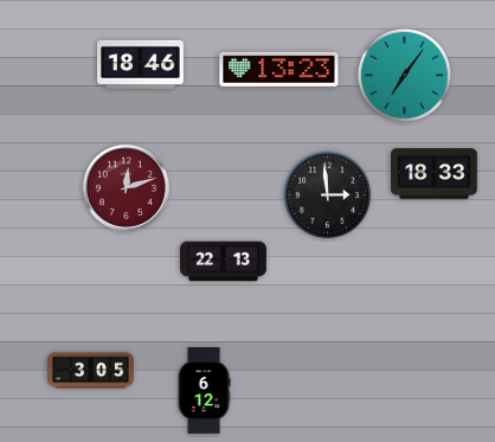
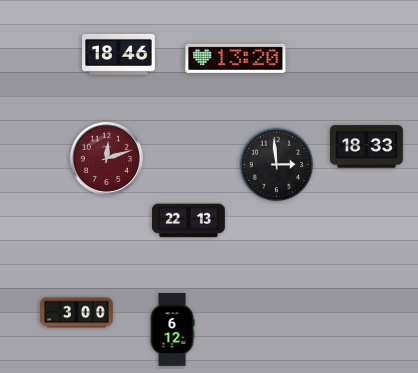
clock at (279, 69): 13:23 -> 13:20
clock at (404, 75): 7:06 -> none
clock at (91, 371): 3:05 -> 3:00
